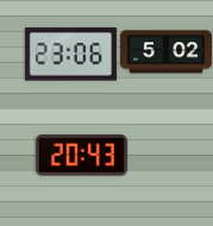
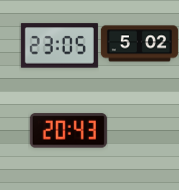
clock at (70, 55): 23:06 -> 23:05
